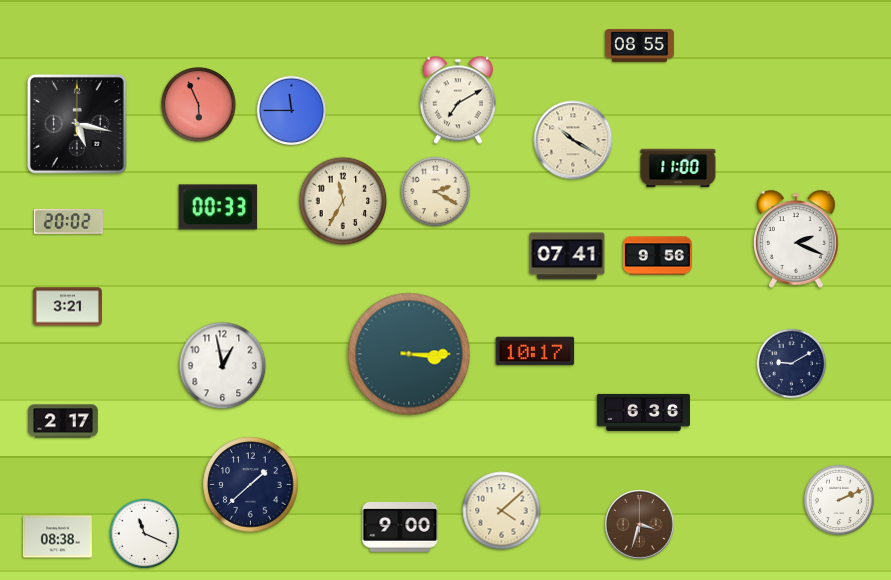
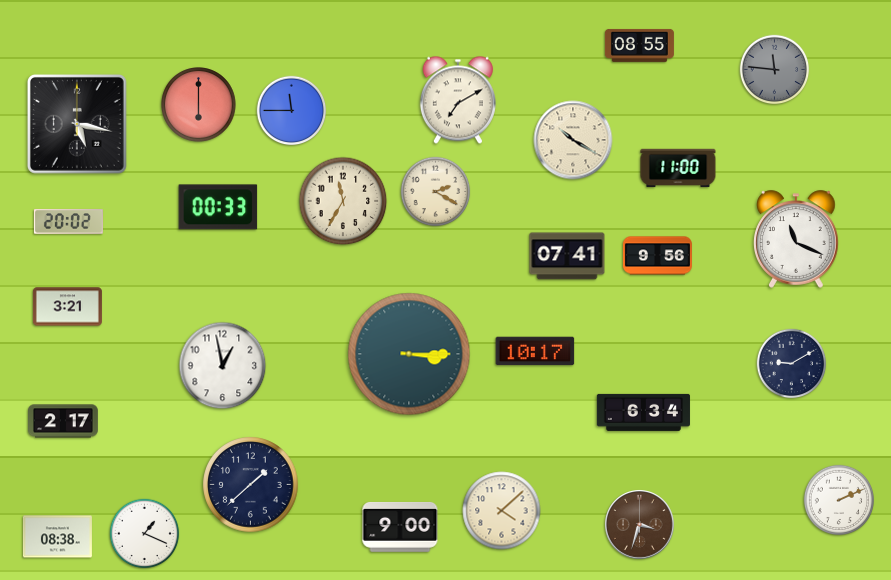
clock at (775, 70): none -> 11:46
clock at (199, 105): 5:56 -> 6:00
clock at (796, 239): 2:19 -> 11:19
clock at (643, 412): 6:36 -> 6:34
clock at (145, 534): 11:19 -> 1:19
